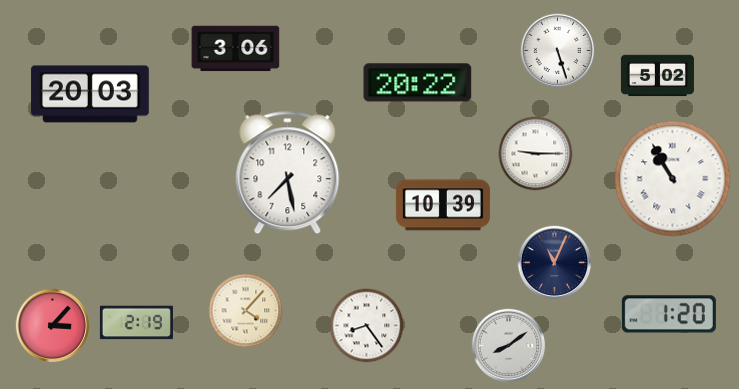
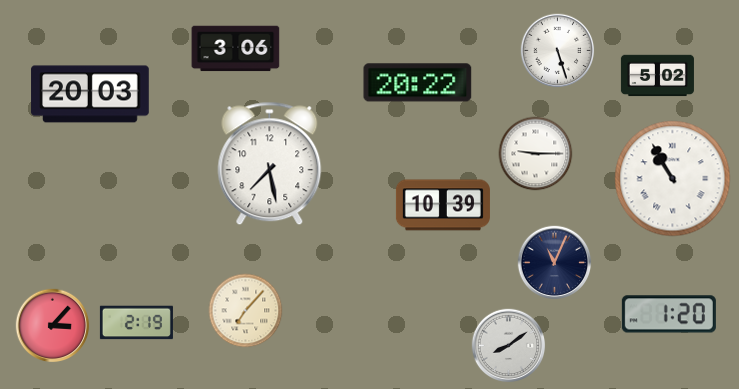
clock at (288, 173) position: (288, 173) -> (270, 164)
clock at (246, 311): 4:07 -> 7:07
clock at (367, 326): 8:24 -> none
